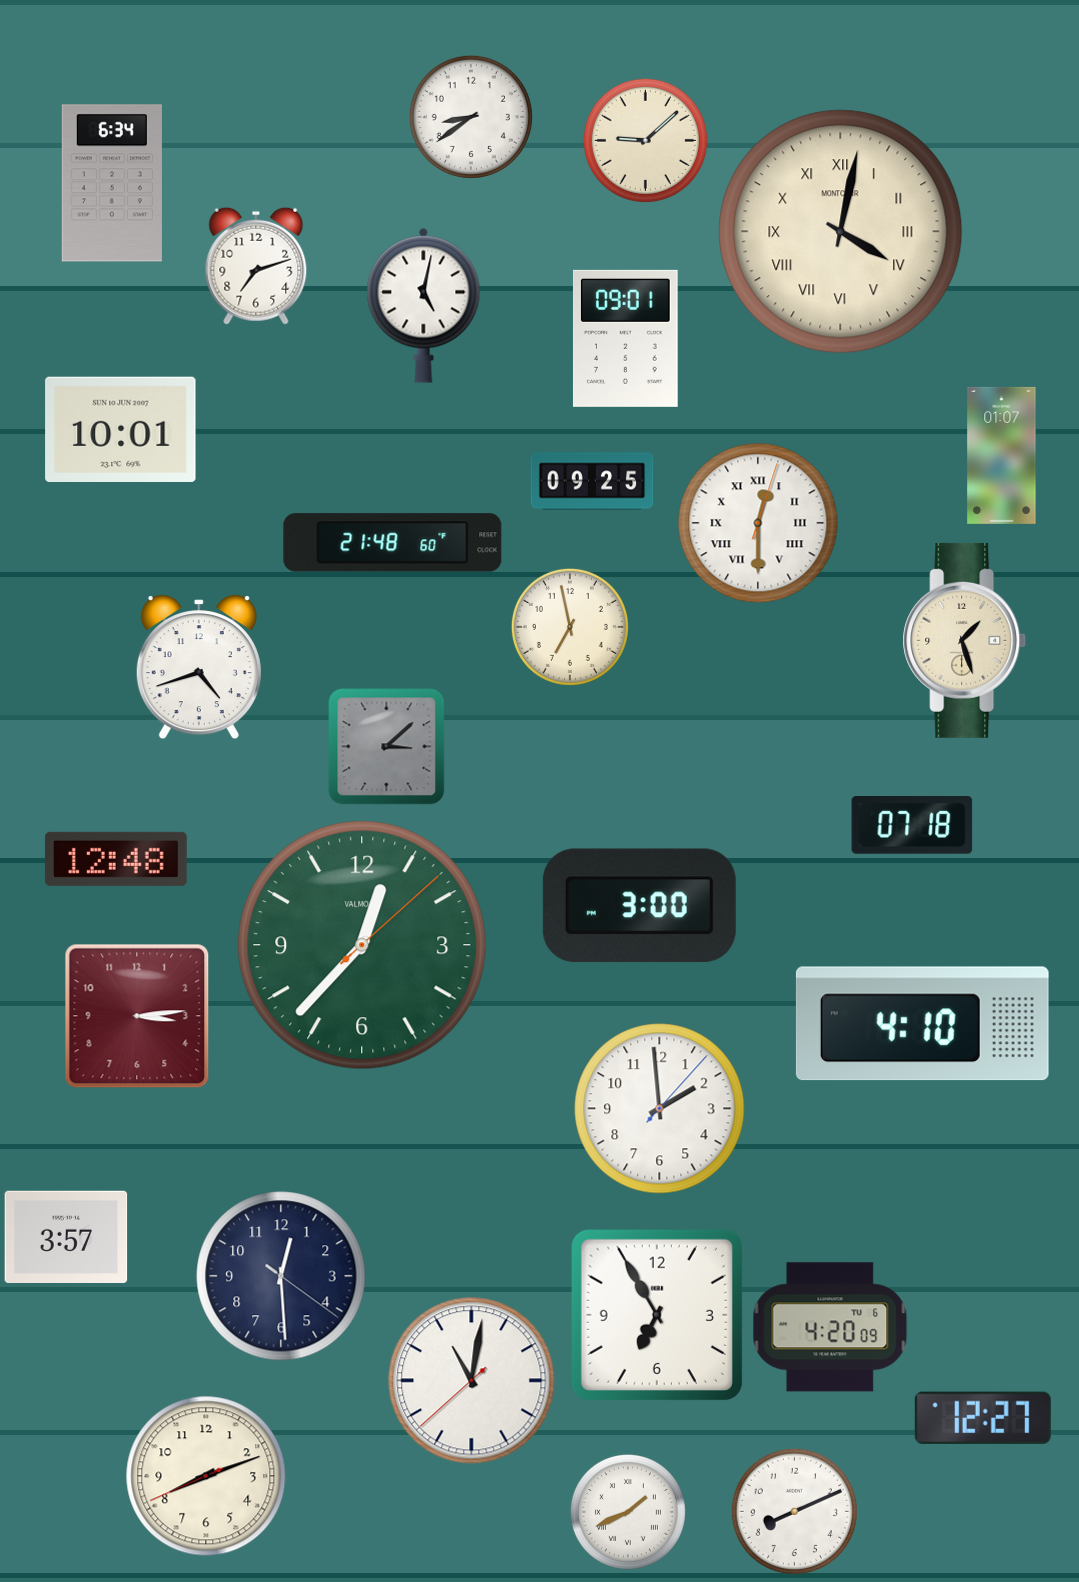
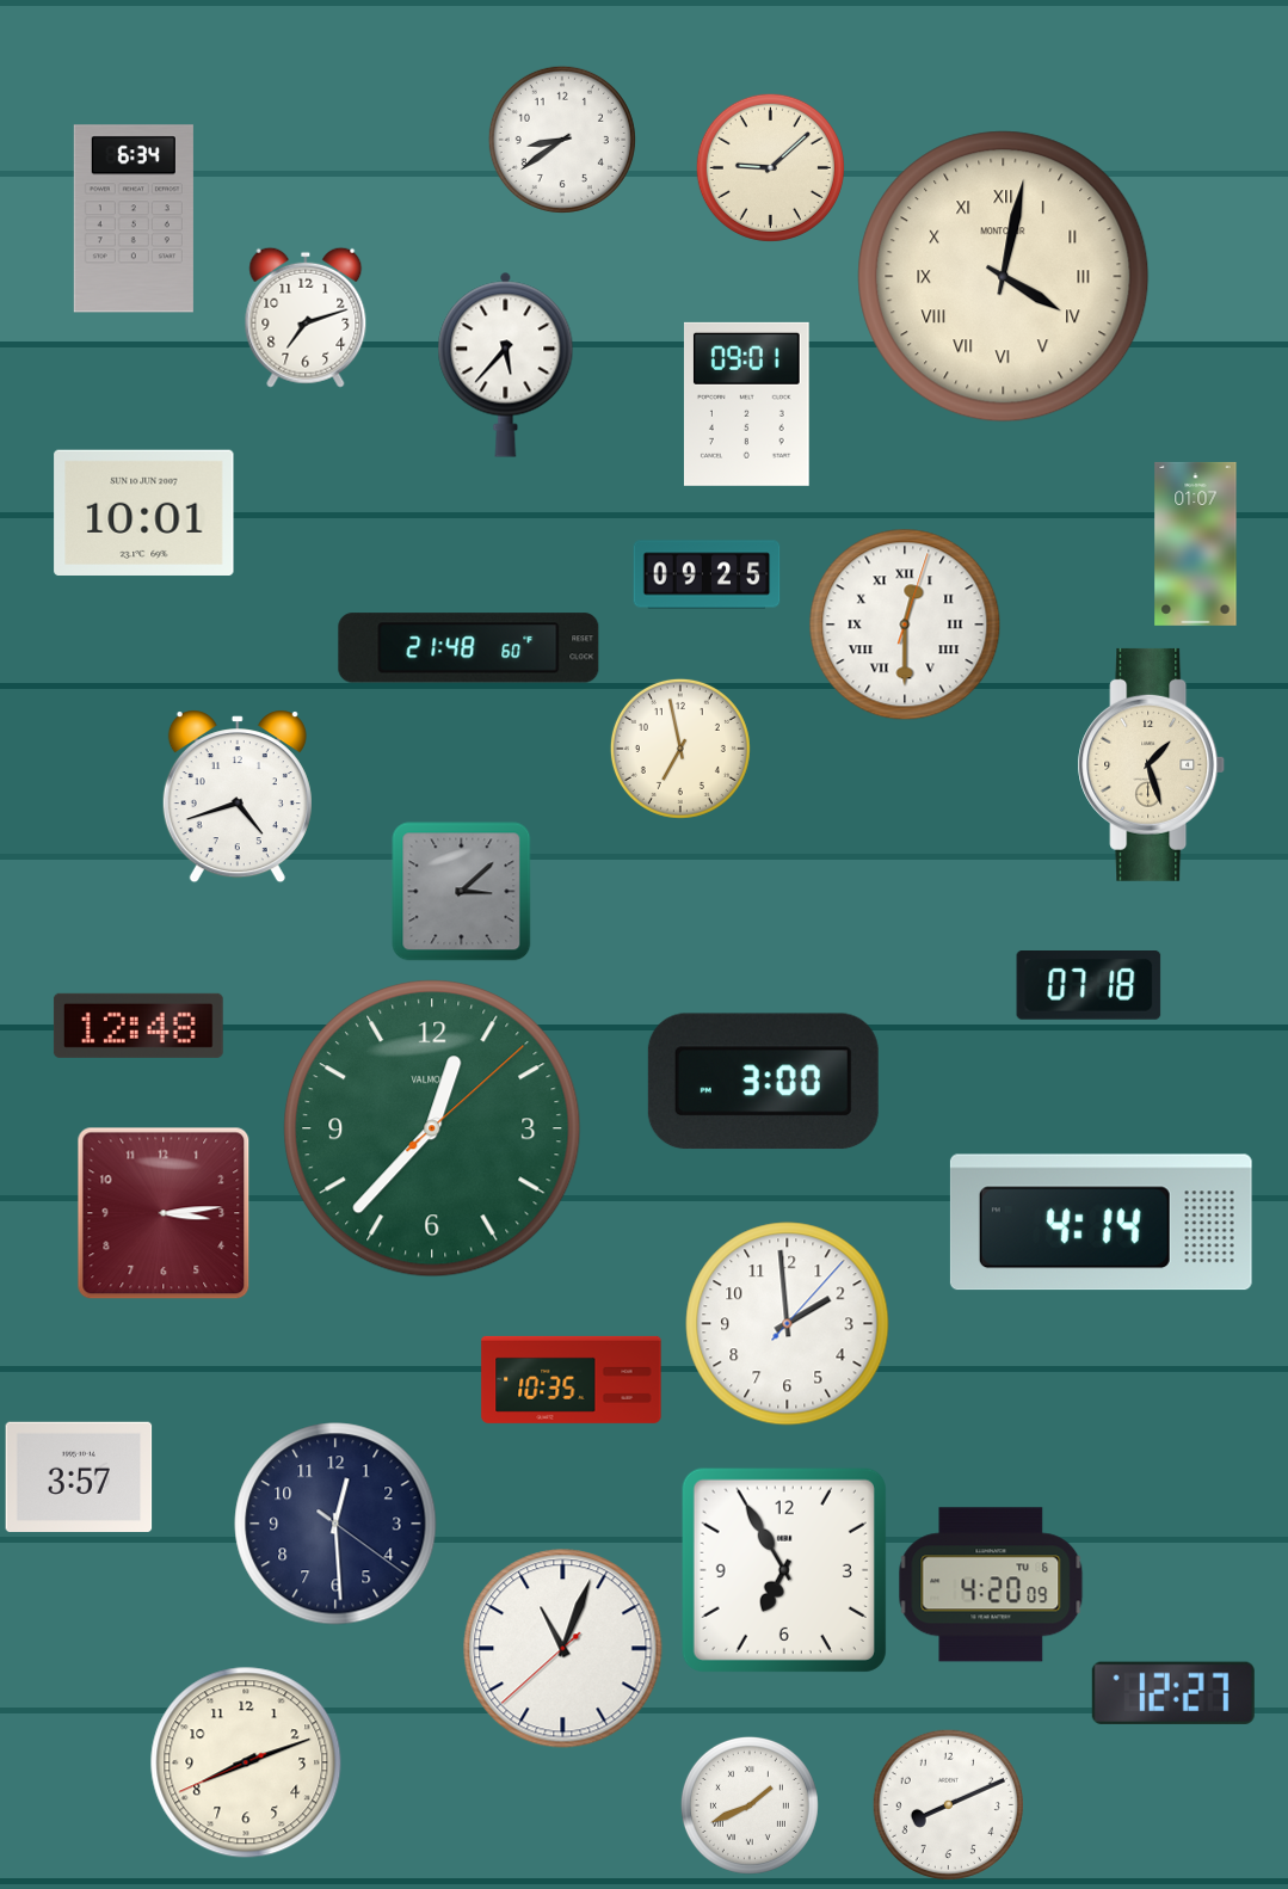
clock at (424, 305): 5:02 -> 5:37
clock at (922, 1024): 4:10 -> 4:14
clock at (572, 1379): none -> 10:35
clock at (472, 1381): 11:01 -> 11:03
